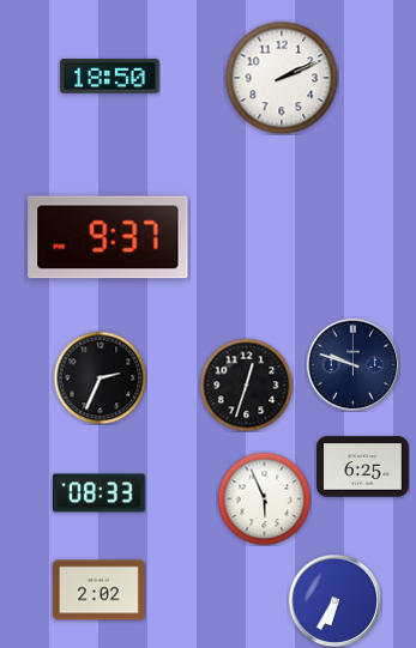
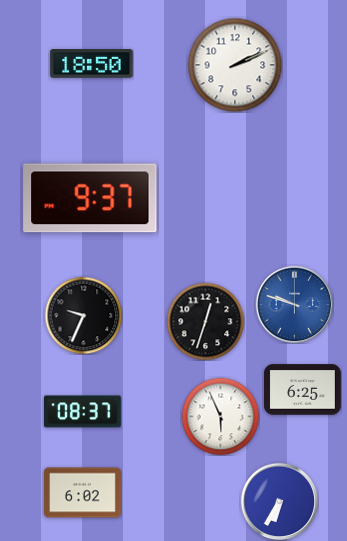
clock at (352, 364) dial: navy -> blue
clock at (100, 377): 2:34 -> 9:34
clock at (100, 493): 08:33 -> 08:37
clock at (100, 591): 2:02 -> 6:02
